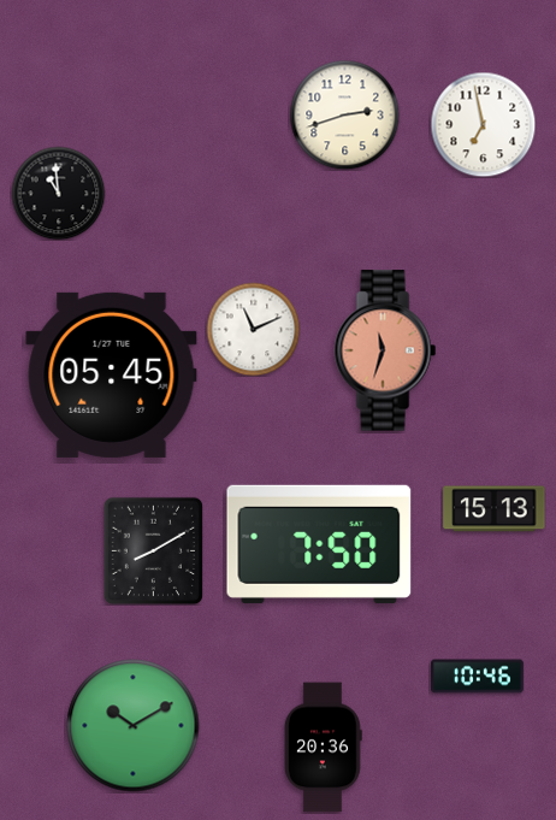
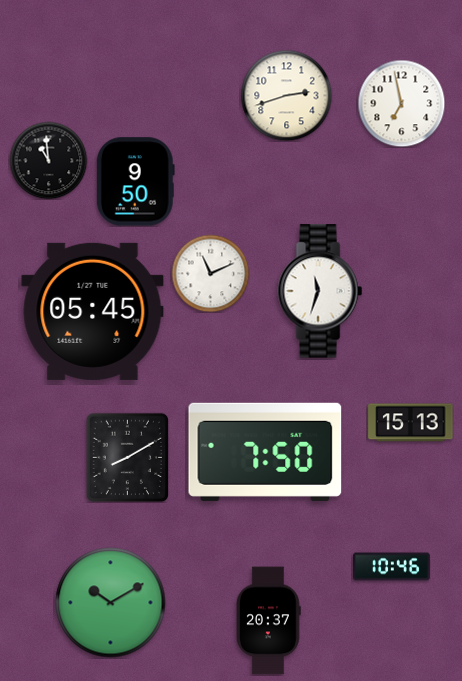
clock at (135, 182): none -> 9:50
clock at (385, 350) dial: salmon -> white
clock at (478, 677) position: (478, 677) -> (392, 567)
clock at (324, 748): 20:36 -> 20:37
